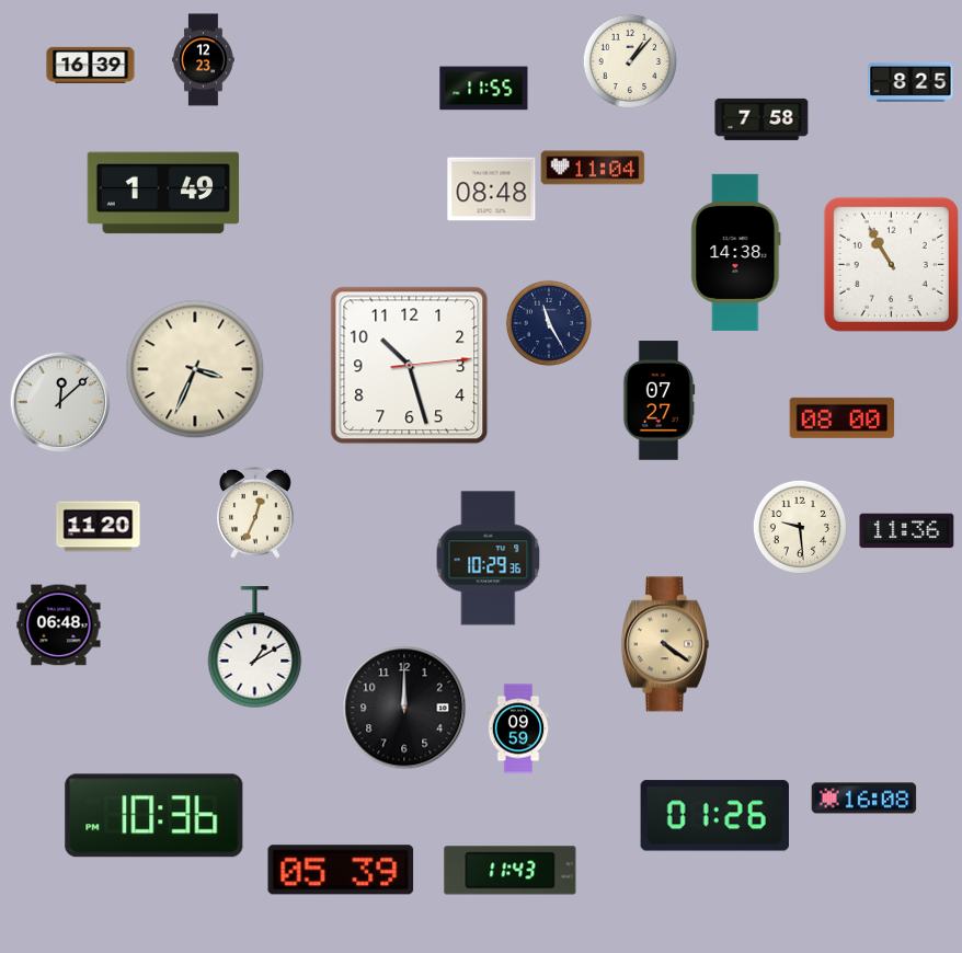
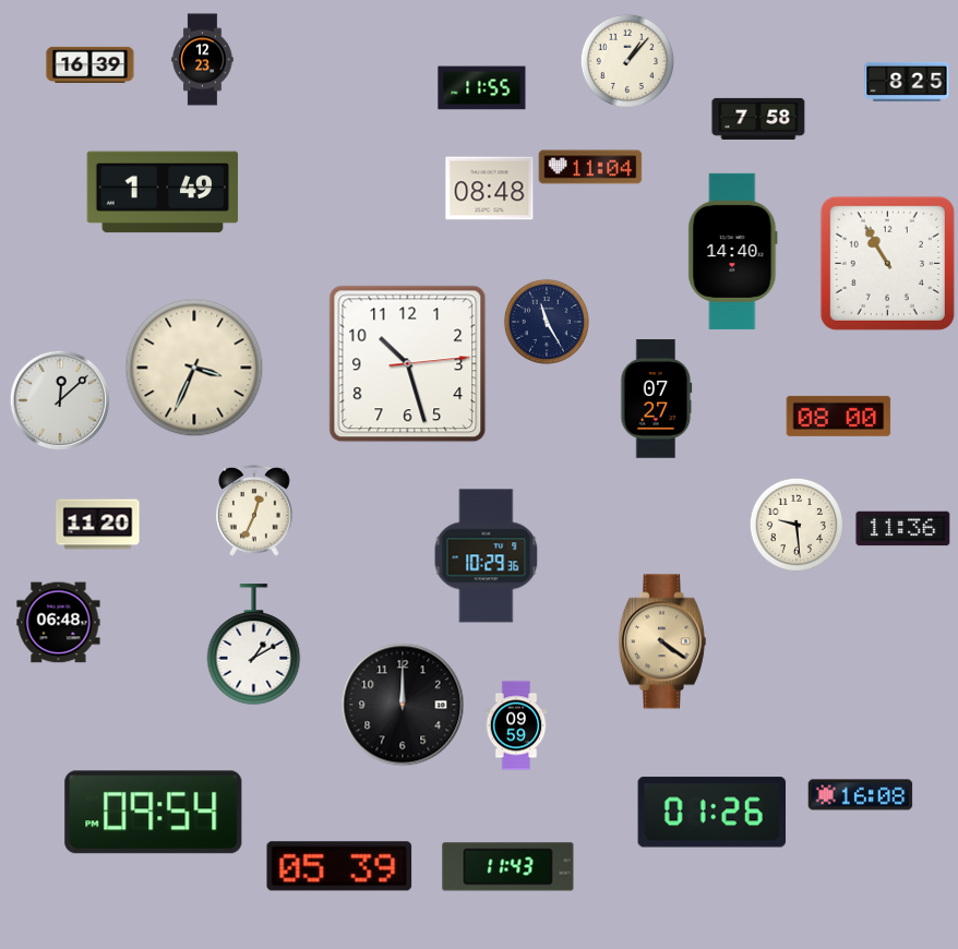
clock at (736, 252): 14:38 -> 14:40
clock at (154, 816): 10:36 -> 09:54
